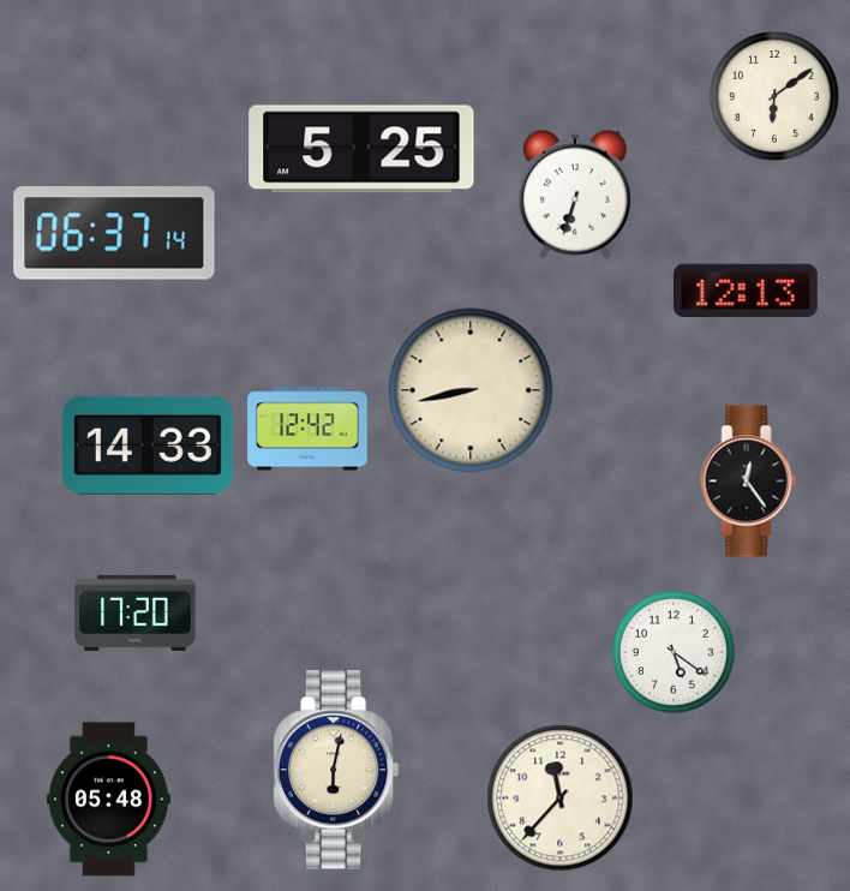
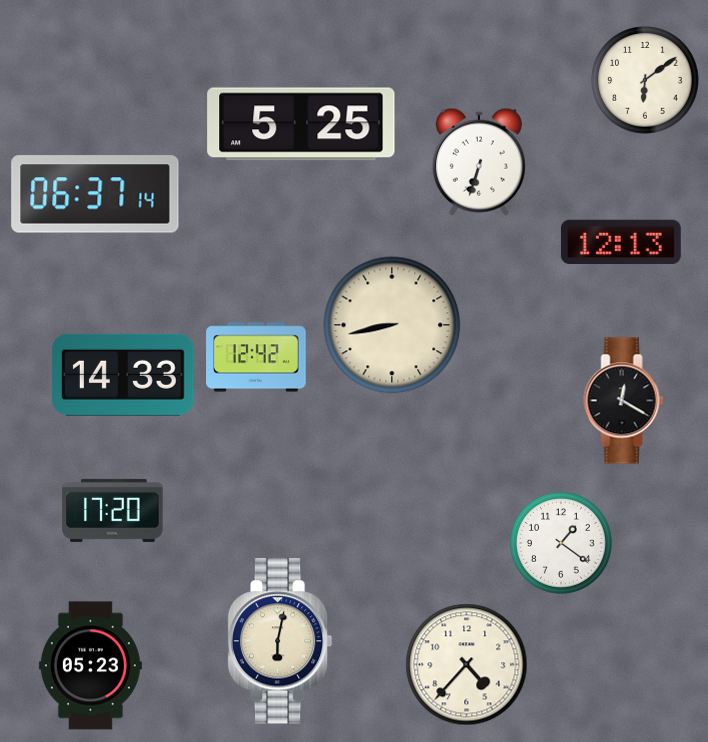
clock at (148, 445) position: (148, 445) -> (123, 375)
clock at (749, 482): 12:24 -> 12:20
clock at (675, 653): 5:21 -> 1:21
clock at (561, 799): 11:37 -> 4:37
clock at (108, 800): 05:48 -> 05:23
